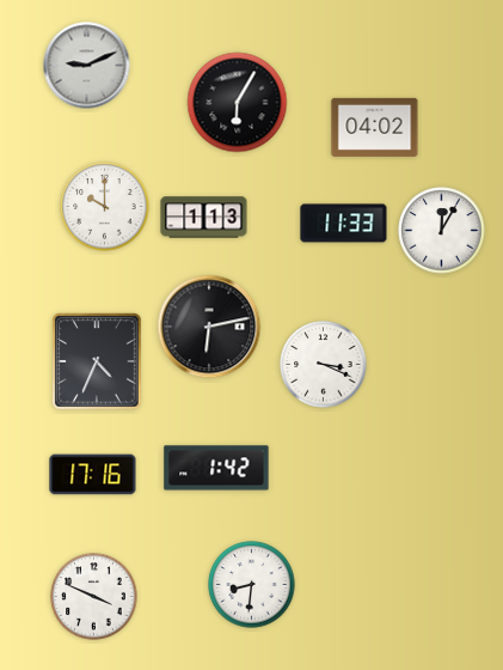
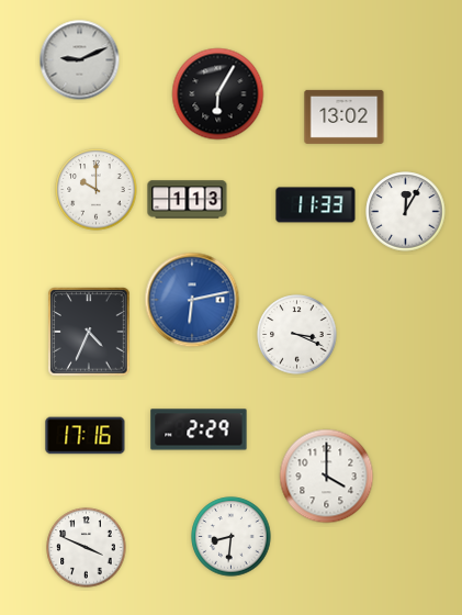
clock at (375, 127): 04:02 -> 13:02
clock at (209, 327) dial: black -> blue
clock at (216, 468): 1:42 -> 2:29
clock at (327, 477): none -> 4:00
